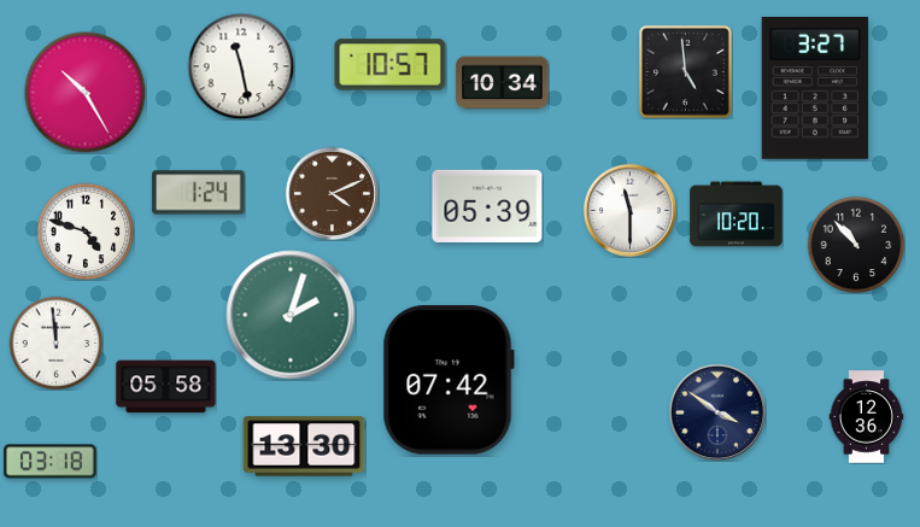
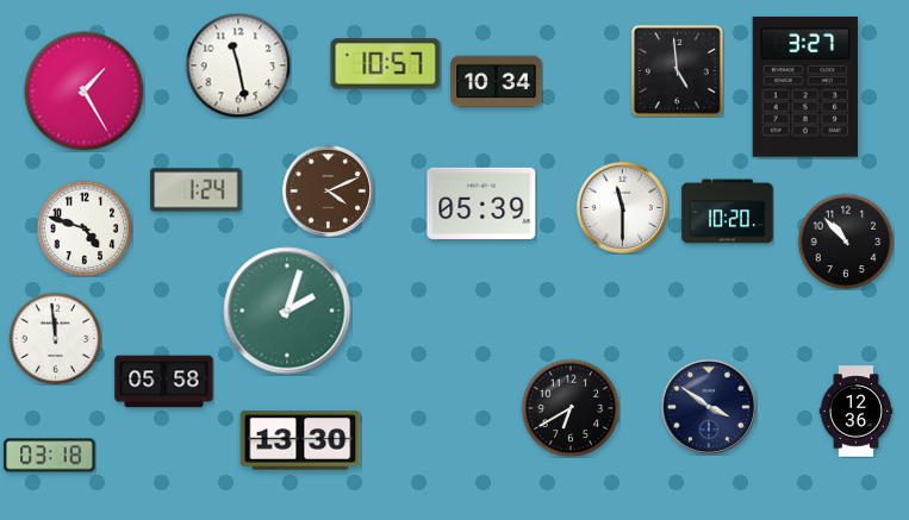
clock at (86, 93): 10:25 -> 1:25
clock at (449, 380): 07:42 -> none
clock at (571, 408): none -> 6:40
